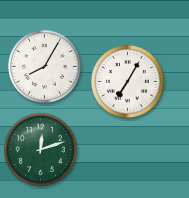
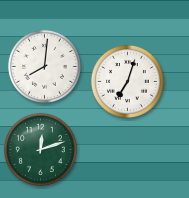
clock at (44, 66): 8:05 -> 8:01
clock at (127, 81): 7:05 -> 7:03
